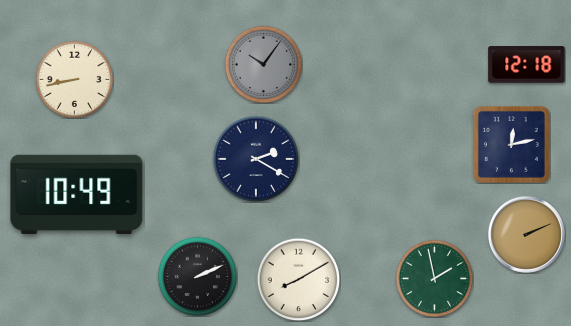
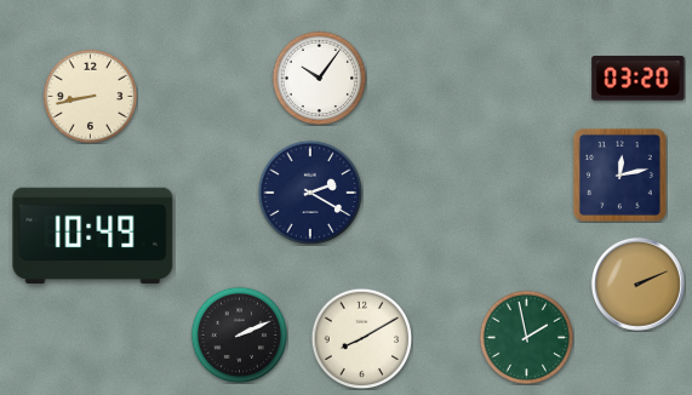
clock at (263, 64) dial: grey -> white
clock at (527, 65): 12:18 -> 03:20
